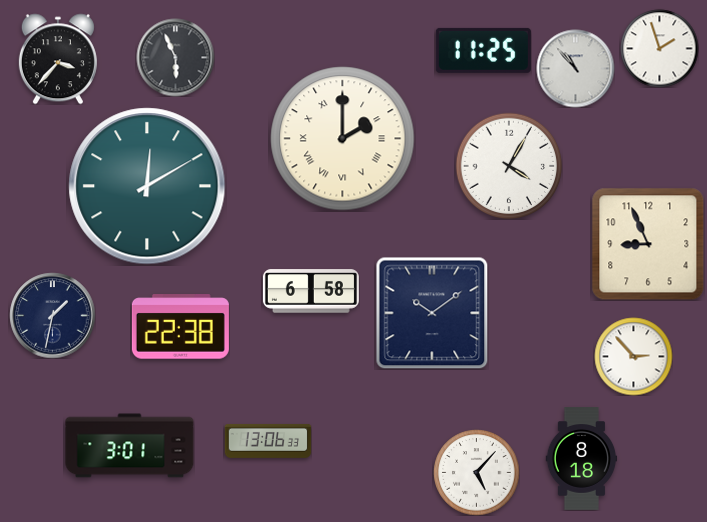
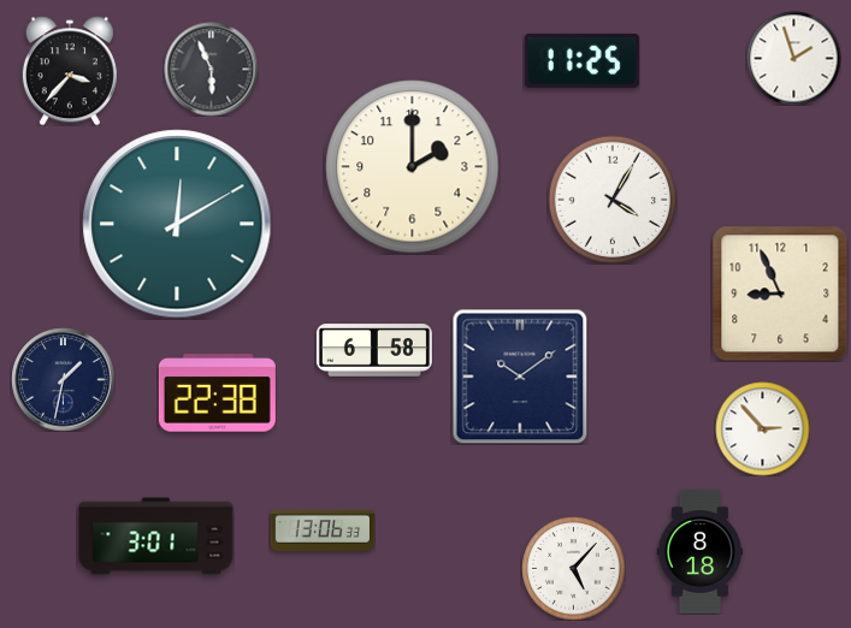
clock at (575, 68): 10:53 -> none
clock at (343, 139) numerals: Roman -> Arabic
